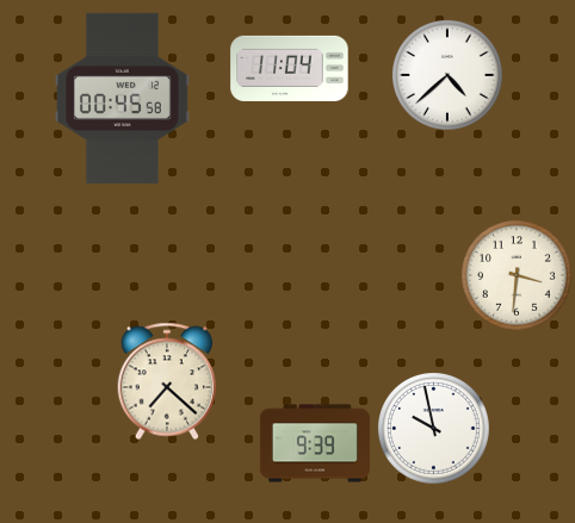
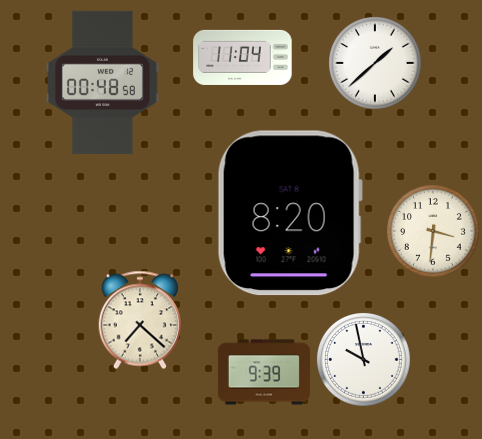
clock at (449, 76): 4:38 -> 1:38
clock at (122, 98): 00:45 -> 00:48
clock at (290, 213): none -> 8:20
